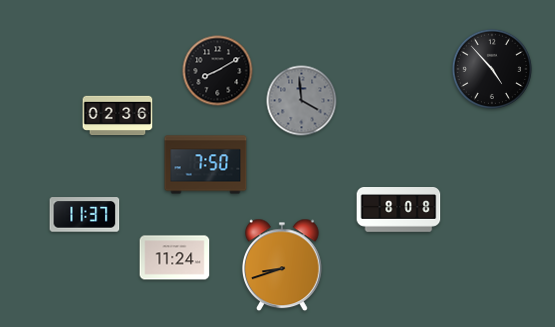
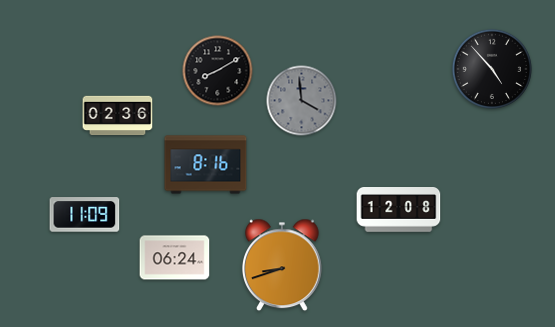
clock at (206, 165): 7:50 -> 8:16
clock at (399, 210): 8:08 -> 12:08
clock at (85, 215): 11:37 -> 11:09
clock at (175, 258): 11:24 -> 06:24
